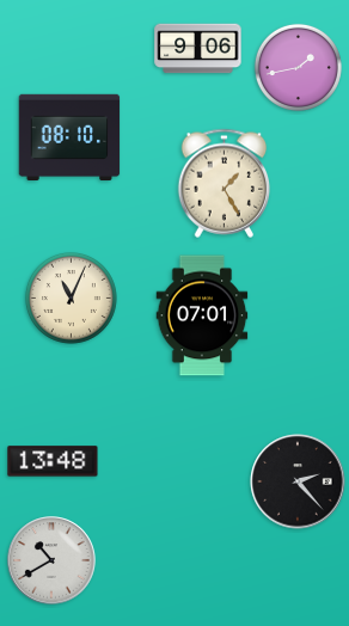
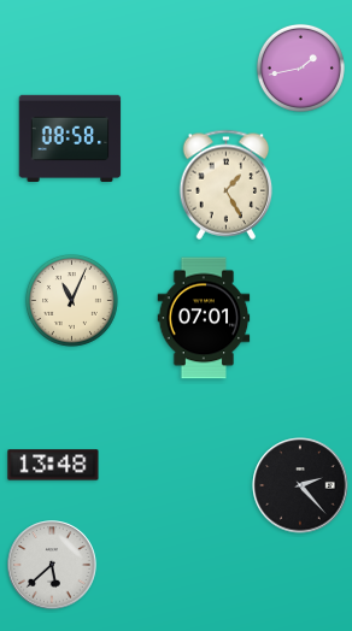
clock at (198, 49): 9:06 -> none
clock at (69, 136): 08:10 -> 08:58
clock at (51, 560): 10:40 -> 5:38
